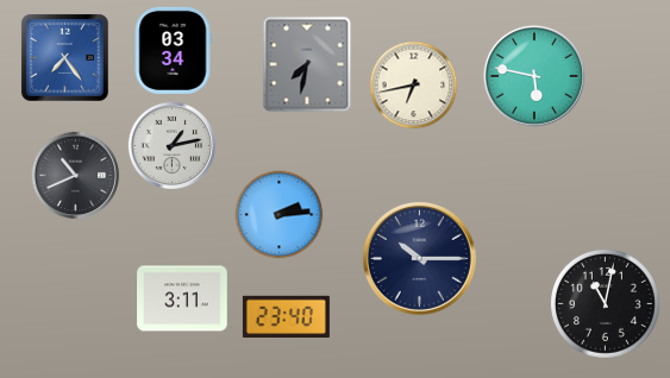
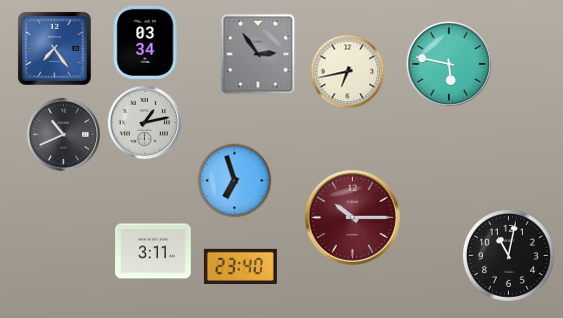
clock at (307, 64): 7:32 -> 2:54
clock at (75, 175) position: (75, 175) -> (63, 134)
clock at (280, 215): 2:14 -> 6:57
clock at (419, 258) dial: navy -> burgundy
